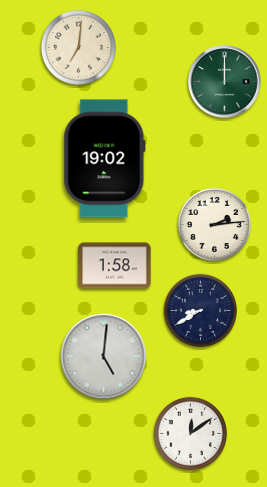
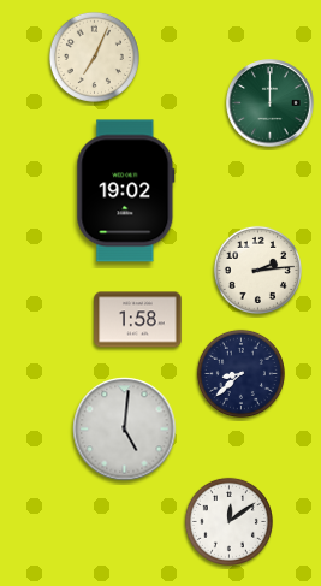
clock at (78, 47): 7:01 -> 7:04
clock at (225, 82) position: (225, 82) -> (271, 103)
clock at (200, 310): 8:40 -> 8:38
